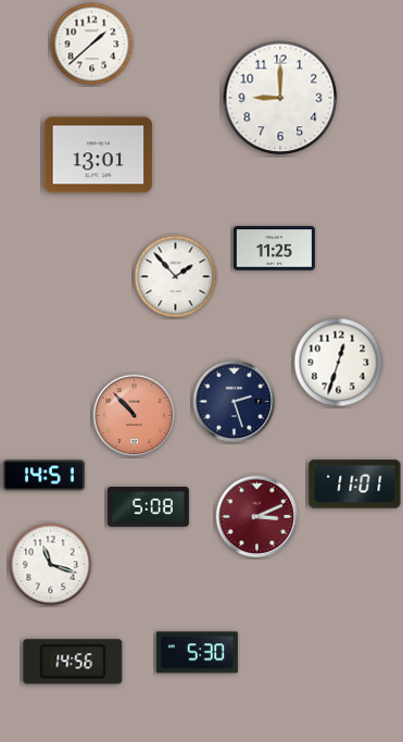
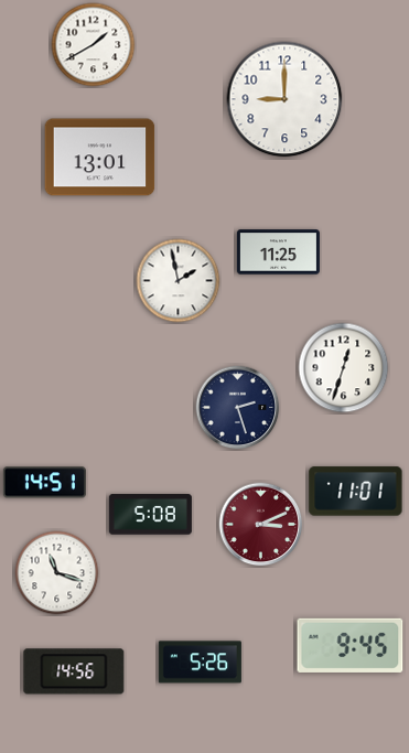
clock at (92, 45): 1:38 -> 1:40
clock at (176, 277): 1:53 -> 1:58
clock at (135, 416): 10:53 -> none
clock at (355, 485) position: (355, 485) -> (356, 492)
clock at (51, 565) position: (51, 565) -> (57, 573)
clock at (351, 645): none -> 9:45
clock at (197, 653): 5:30 -> 5:26
